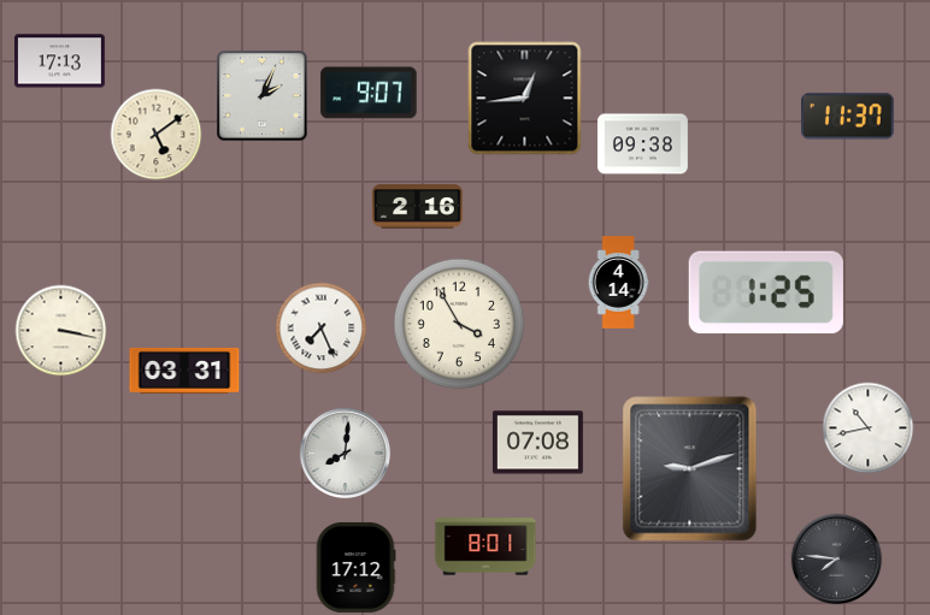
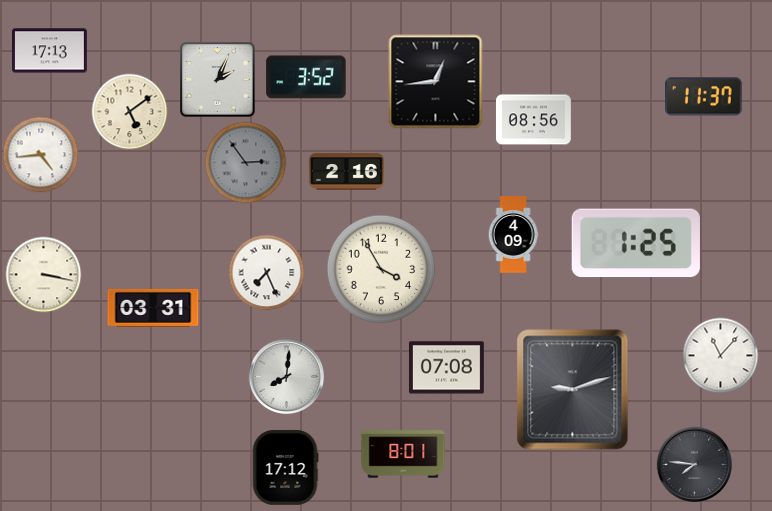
clock at (369, 93): 9:07 -> 3:52
clock at (642, 144): 09:38 -> 08:56
clock at (41, 155): none -> 4:44
clock at (246, 163): none -> 2:54
clock at (618, 283): 4:14 -> 4:09
clock at (61, 331) position: (61, 331) -> (44, 275)
clock at (869, 428): 10:43 -> 11:07
clock at (355, 567) position: (355, 567) -> (285, 467)
